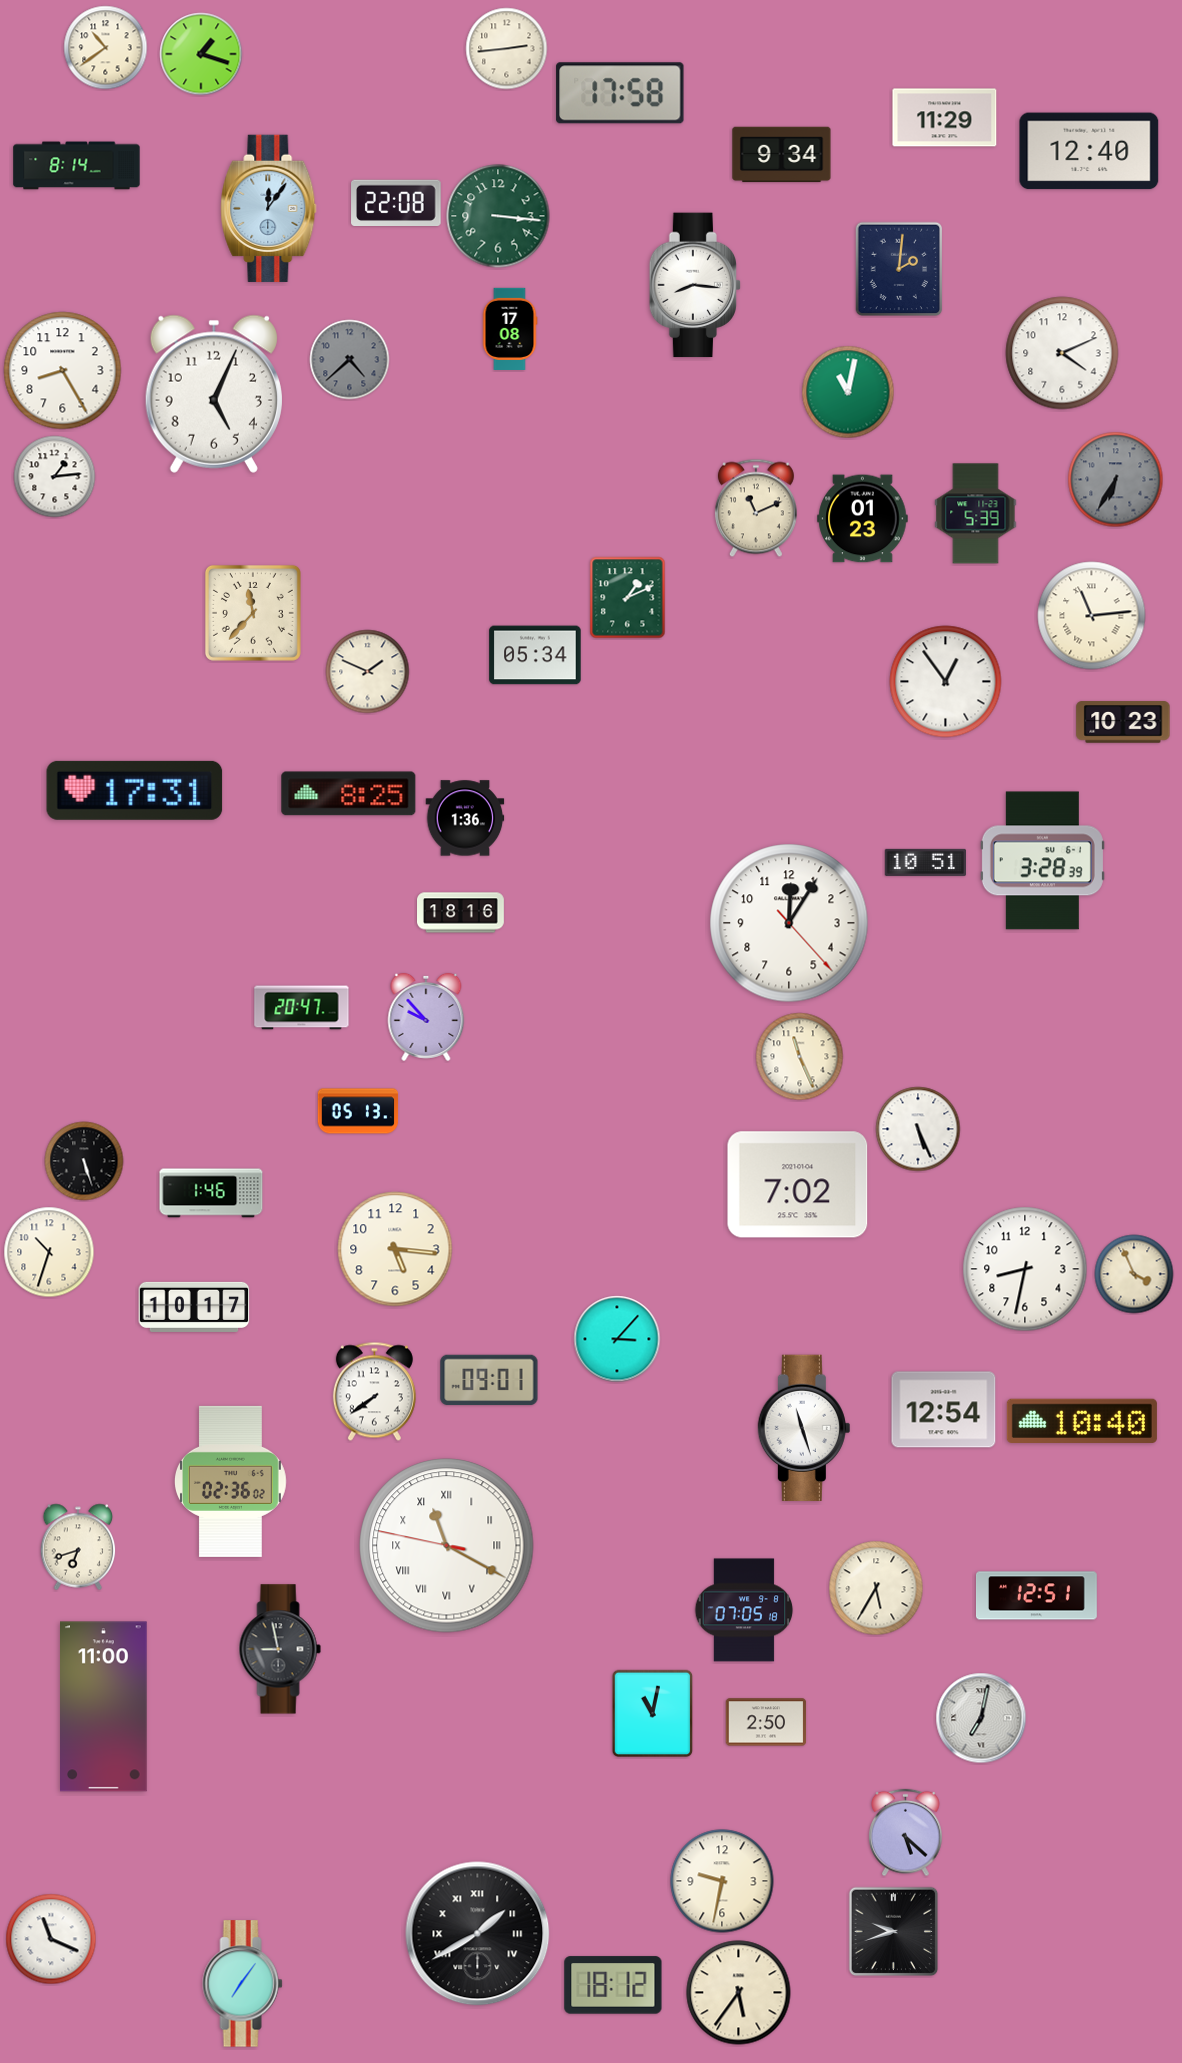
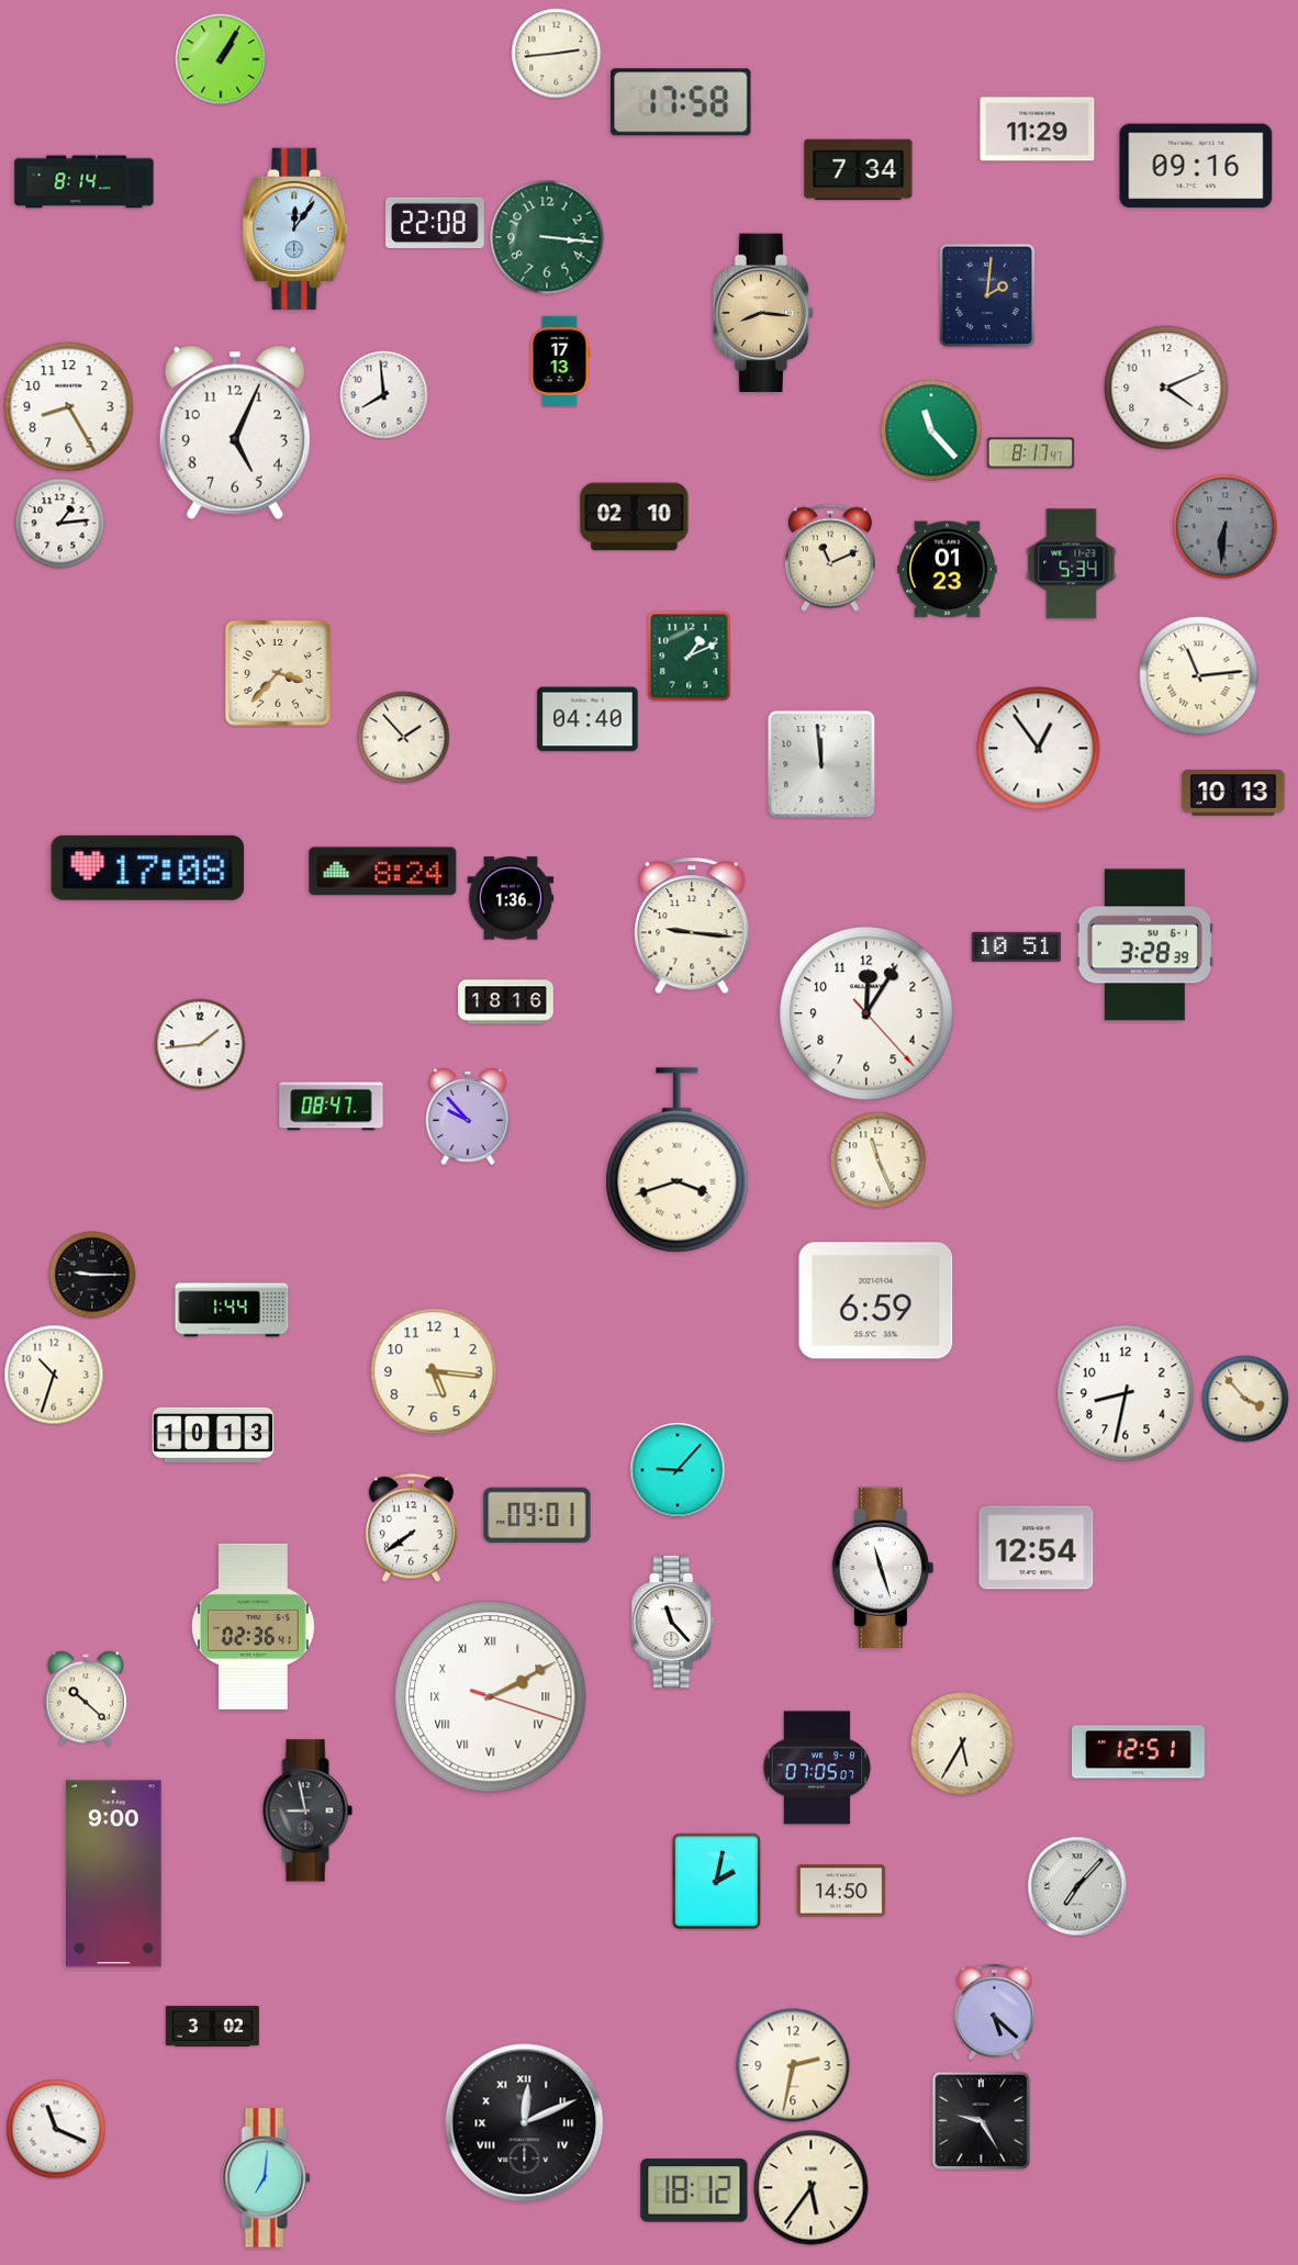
clock at (106, 48): 10:39 -> none
clock at (201, 54): 1:18 -> 1:05
clock at (1089, 151): 12:40 -> 09:16
clock at (782, 155): 9:34 -> 7:34
clock at (695, 285) dial: white -> champagne
clock at (510, 329): 17:08 -> 17:13
clock at (350, 360): 4:38 -> 7:59
clock at (350, 360) dial: grey -> white
clock at (848, 392): 11:02 -> 11:23
clock at (1031, 453): none -> 8:17
clock at (635, 517): none -> 02:10
clock at (1116, 480): 6:35 -> 6:31
clock at (976, 514): 5:39 -> 5:34
clock at (253, 613): 11:37 -> 3:37
clock at (535, 655): 05:34 -> 04:40
clock at (368, 672): 1:49 -> 1:53
clock at (821, 764): none -> 11:59
clock at (1123, 722): 10:23 -> 10:13
clock at (135, 790): 17:31 -> 17:08
clock at (349, 794): 8:25 -> 8:24
clock at (692, 926): none -> 9:16
clock at (200, 1044): none -> 1:44
clock at (302, 1008): 20:47 -> 08:47
clock at (678, 1160): none -> 3:42
clock at (358, 1111): 05:13 -> none
clock at (918, 1129): 5:26 -> none
clock at (84, 1161): 5:27 -> 9:15
clock at (798, 1185): 7:02 -> 6:59
clock at (211, 1193): 1:46 -> 1:44
clock at (1134, 1274): 3:56 -> 3:53
clock at (194, 1307): 10:17 -> 10:13
clock at (617, 1339): 3:07 -> 9:07
clock at (1082, 1420): 10:40 -> none
clock at (673, 1622): none -> 11:23
clock at (230, 1481): 02:36:02 -> 02:36:41
clock at (447, 1546): 11:19 -> 2:10
clock at (78, 1547): 6:42 -> 10:22
clock at (744, 1610): 07:05:18 -> 07:05:07
clock at (104, 1707): 11:00 -> 9:00
clock at (653, 1714): 11:02 -> 2:02
clock at (981, 1718): 7:02 -> 7:07
clock at (766, 1722): 2:50 -> 14:50
clock at (212, 2026): none -> 3:02
clock at (722, 1881): 9:32 -> 2:32
clock at (894, 1932): 9:42 -> 9:25
clock at (478, 1934): 1:40 -> 12:11
clock at (243, 1984): 7:06 -> 7:01
clock at (613, 1985) position: (613, 1985) -> (694, 2190)
